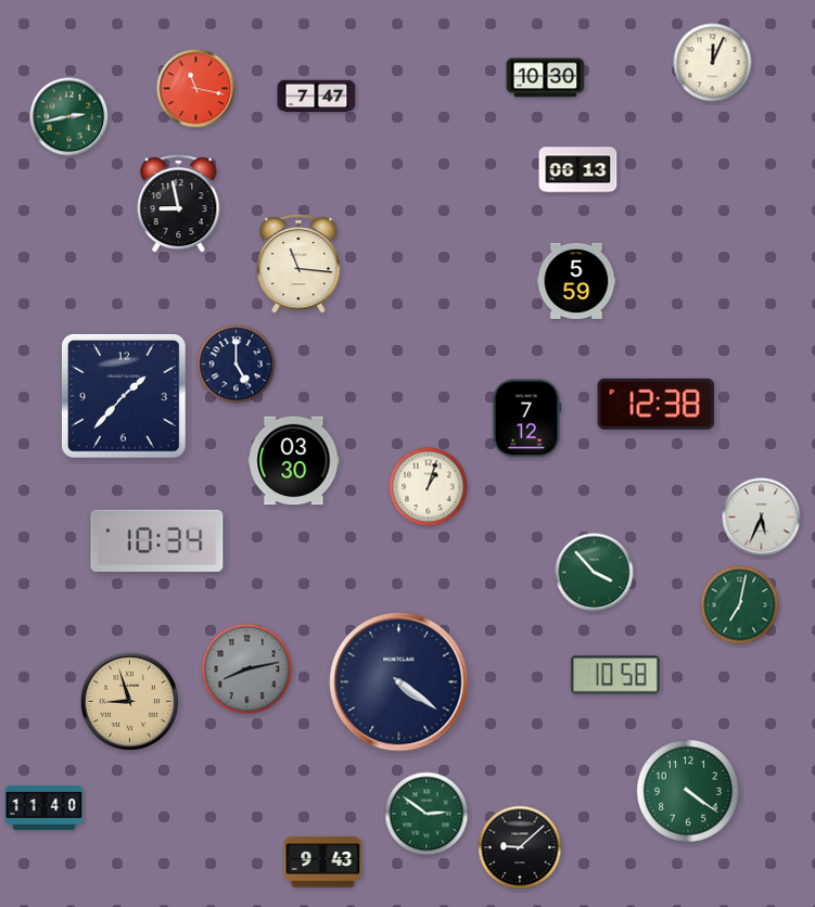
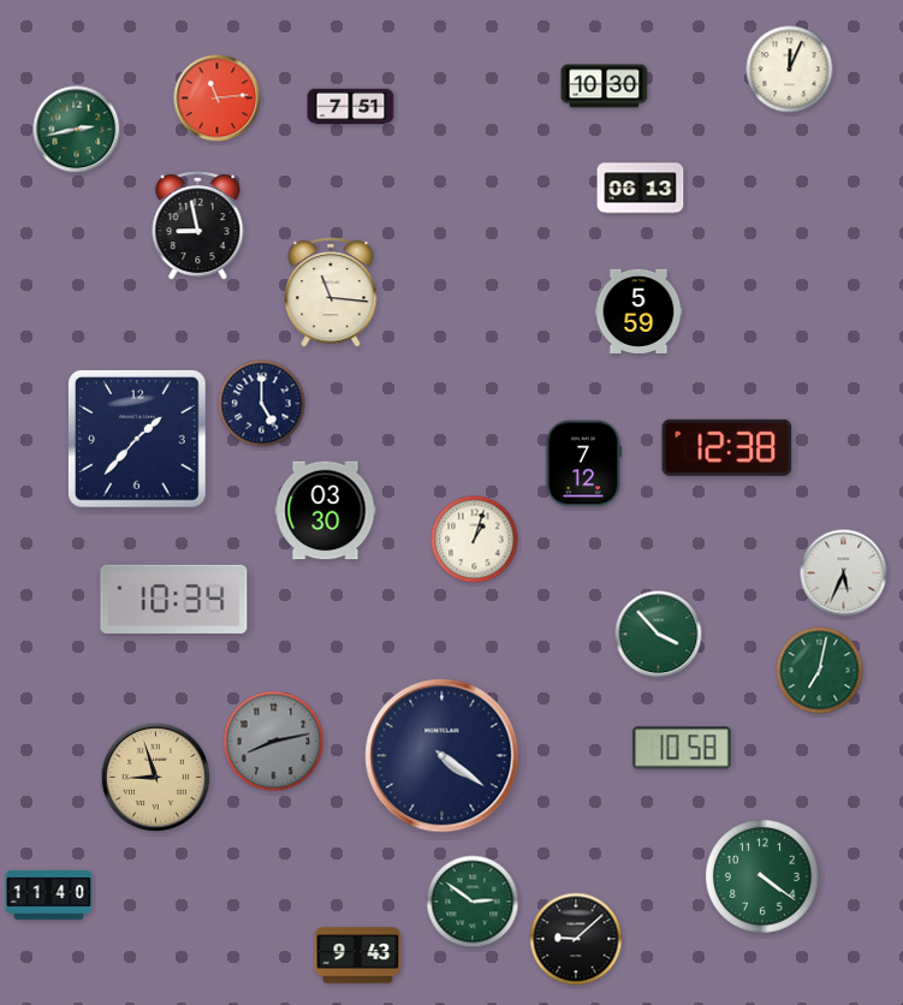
clock at (196, 89): 11:17 -> 11:14
clock at (317, 97): 7:47 -> 7:51
clock at (129, 701) position: (129, 701) -> (155, 777)
